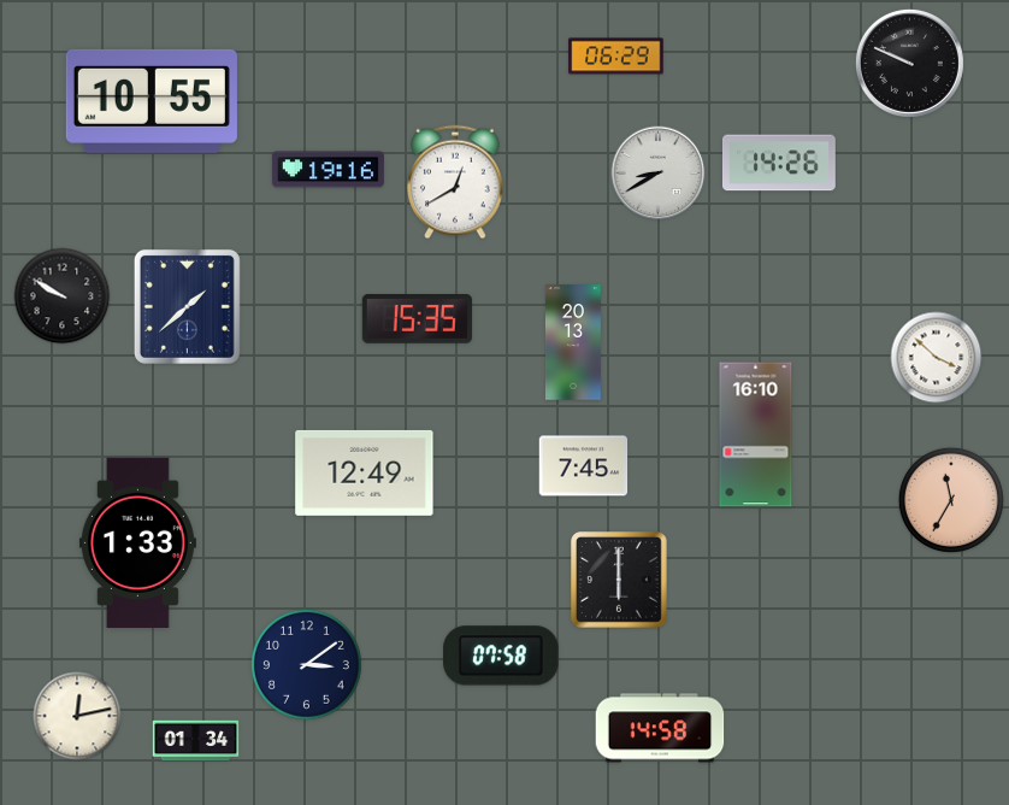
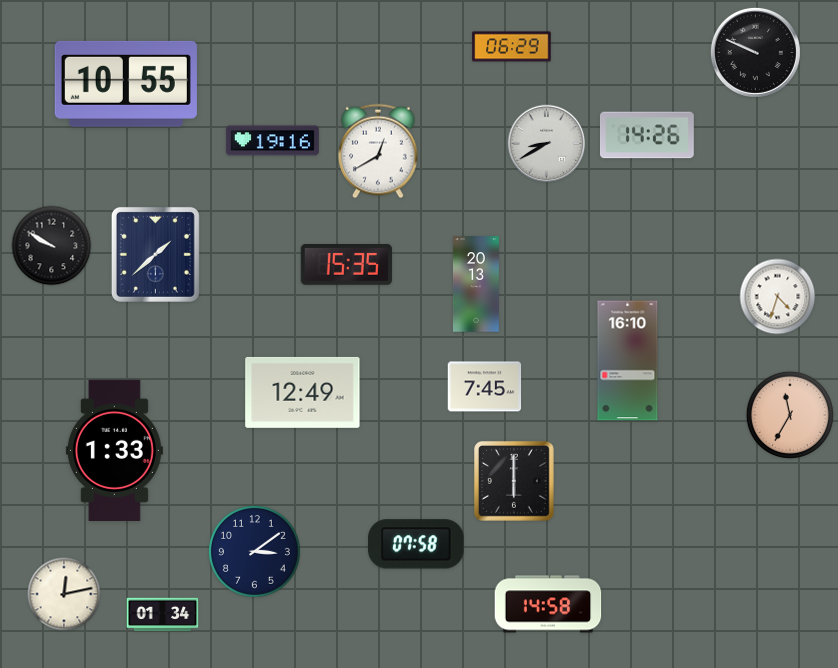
clock at (937, 358): 3:52 -> 4:33
